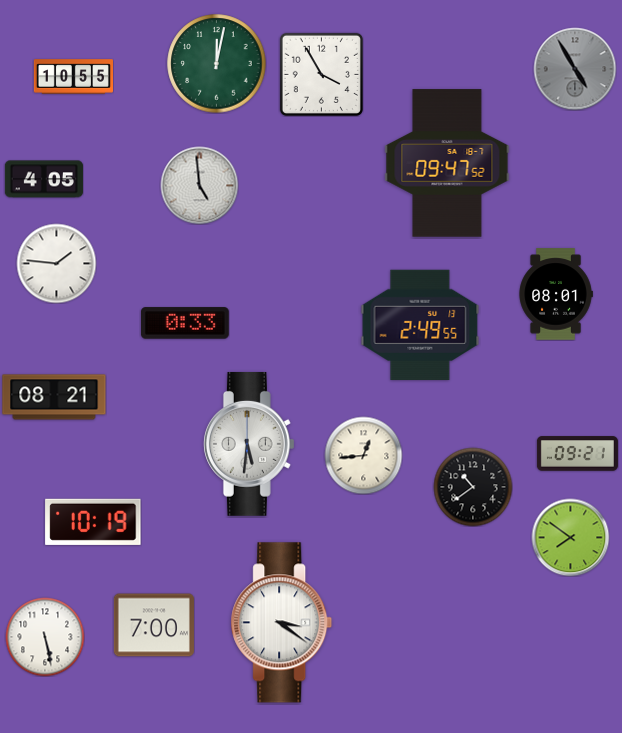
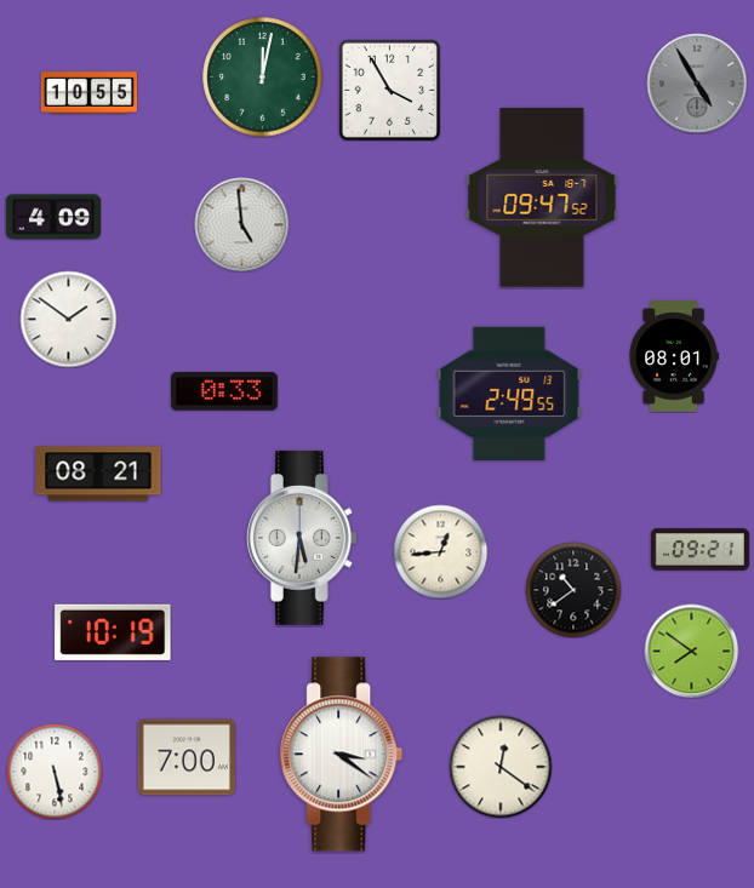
clock at (44, 179): 4:05 -> 4:09
clock at (56, 263): 1:46 -> 1:51
clock at (54, 397) position: (54, 397) -> (98, 474)
clock at (501, 767): none -> 12:21
